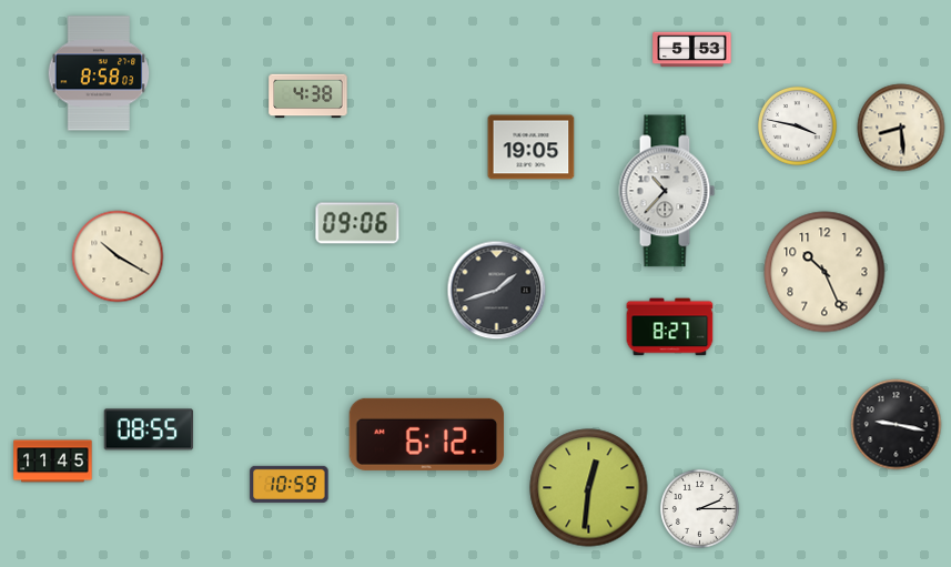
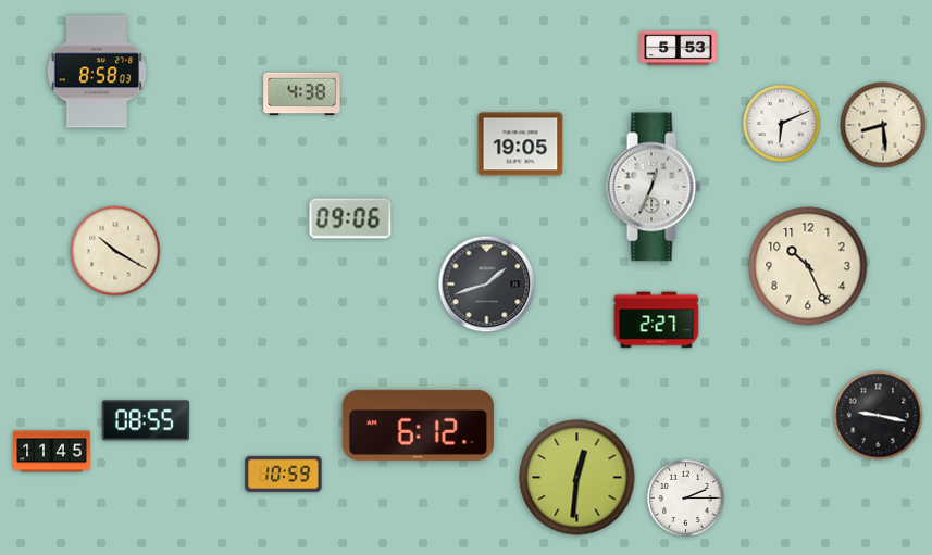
clock at (797, 125): 3:47 -> 6:11
clock at (667, 191): 10:37 -> 12:34
clock at (670, 327): 8:27 -> 2:27
